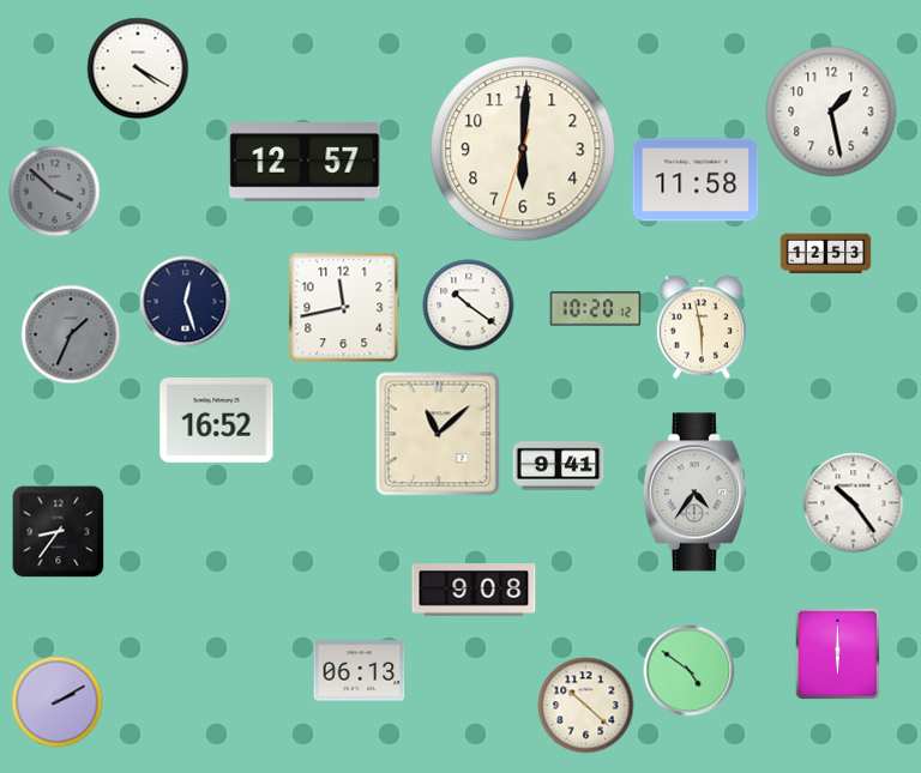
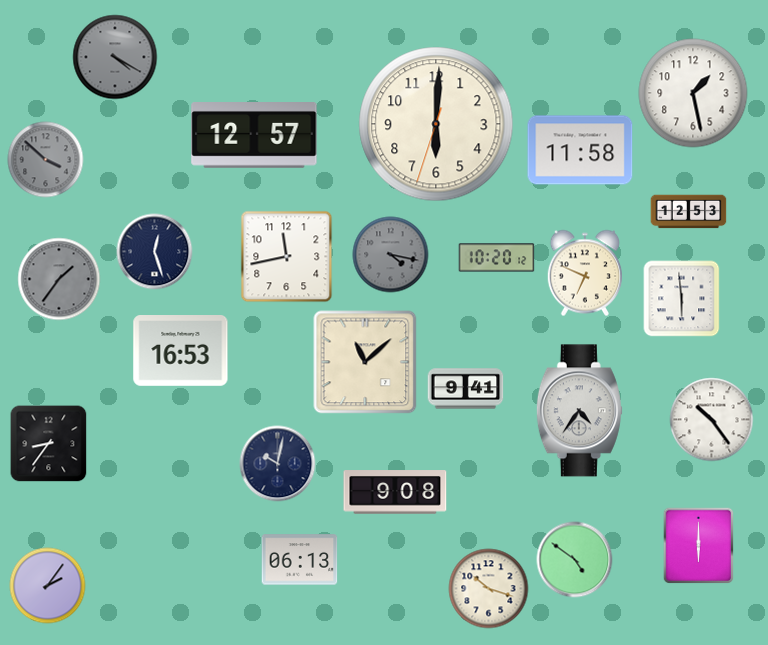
clock at (138, 68) dial: white -> grey
clock at (469, 306): 10:21 -> 4:17
clock at (469, 306) dial: white -> grey
clock at (700, 327): 5:58 -> 6:49
clock at (71, 334): 1:34 -> 1:36
clock at (682, 299): none -> 5:59
clock at (217, 421): 16:52 -> 16:53
clock at (278, 464): none -> 10:02
clock at (58, 702): 2:10 -> 2:06
clock at (586, 706): 10:22 -> 10:18
